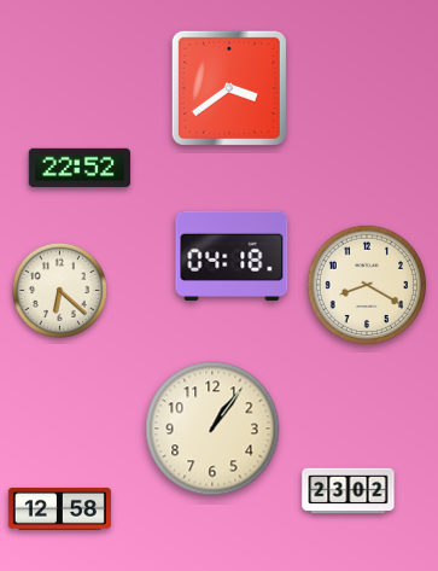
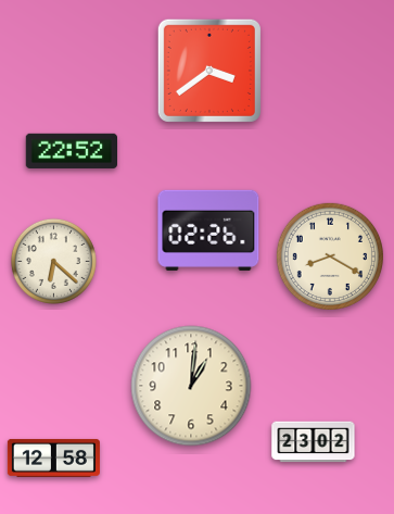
clock at (229, 88) position: (229, 88) -> (209, 71)
clock at (232, 256): 04:18 -> 02:26
clock at (212, 429): 1:06 -> 1:01
